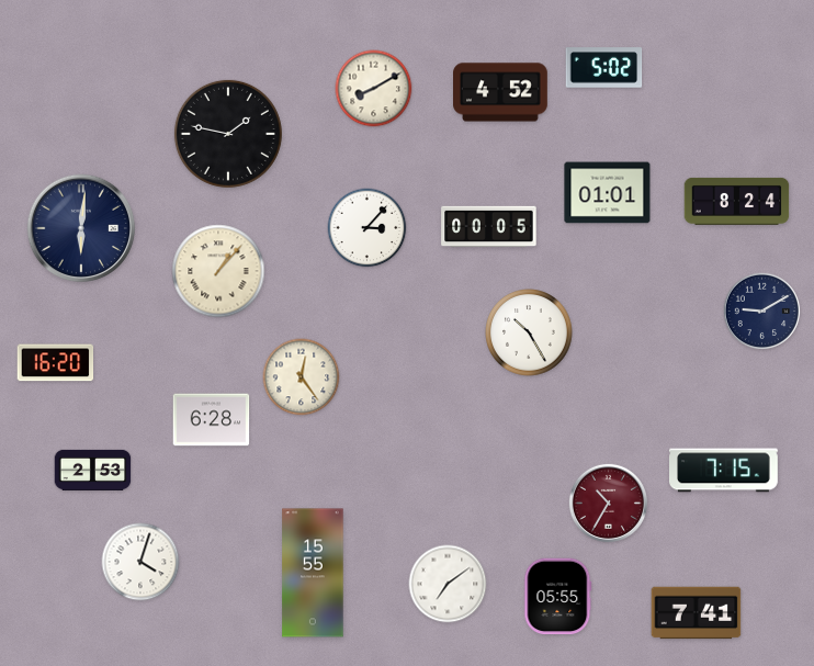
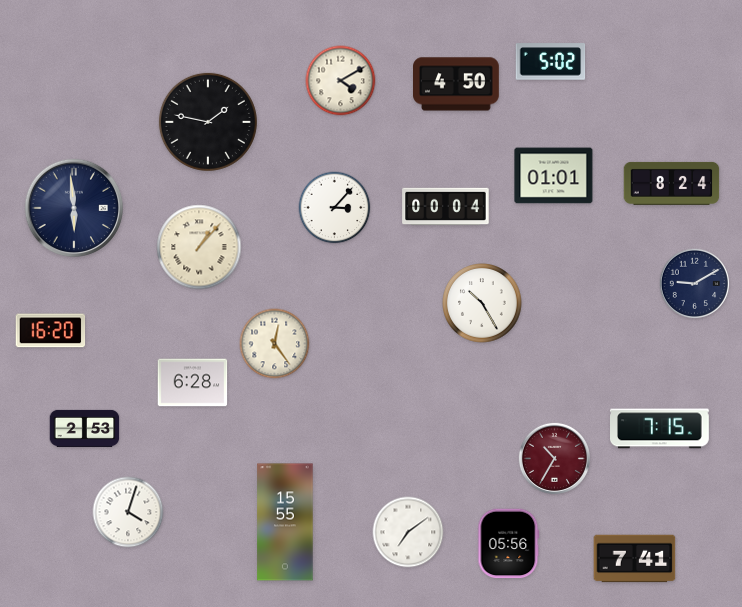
clock at (374, 89): 8:10 -> 4:10
clock at (501, 92): 4:52 -> 4:50
clock at (80, 227): 6:01 -> 5:59
clock at (489, 227): 00:05 -> 00:04
clock at (558, 597): 05:55 -> 05:56
